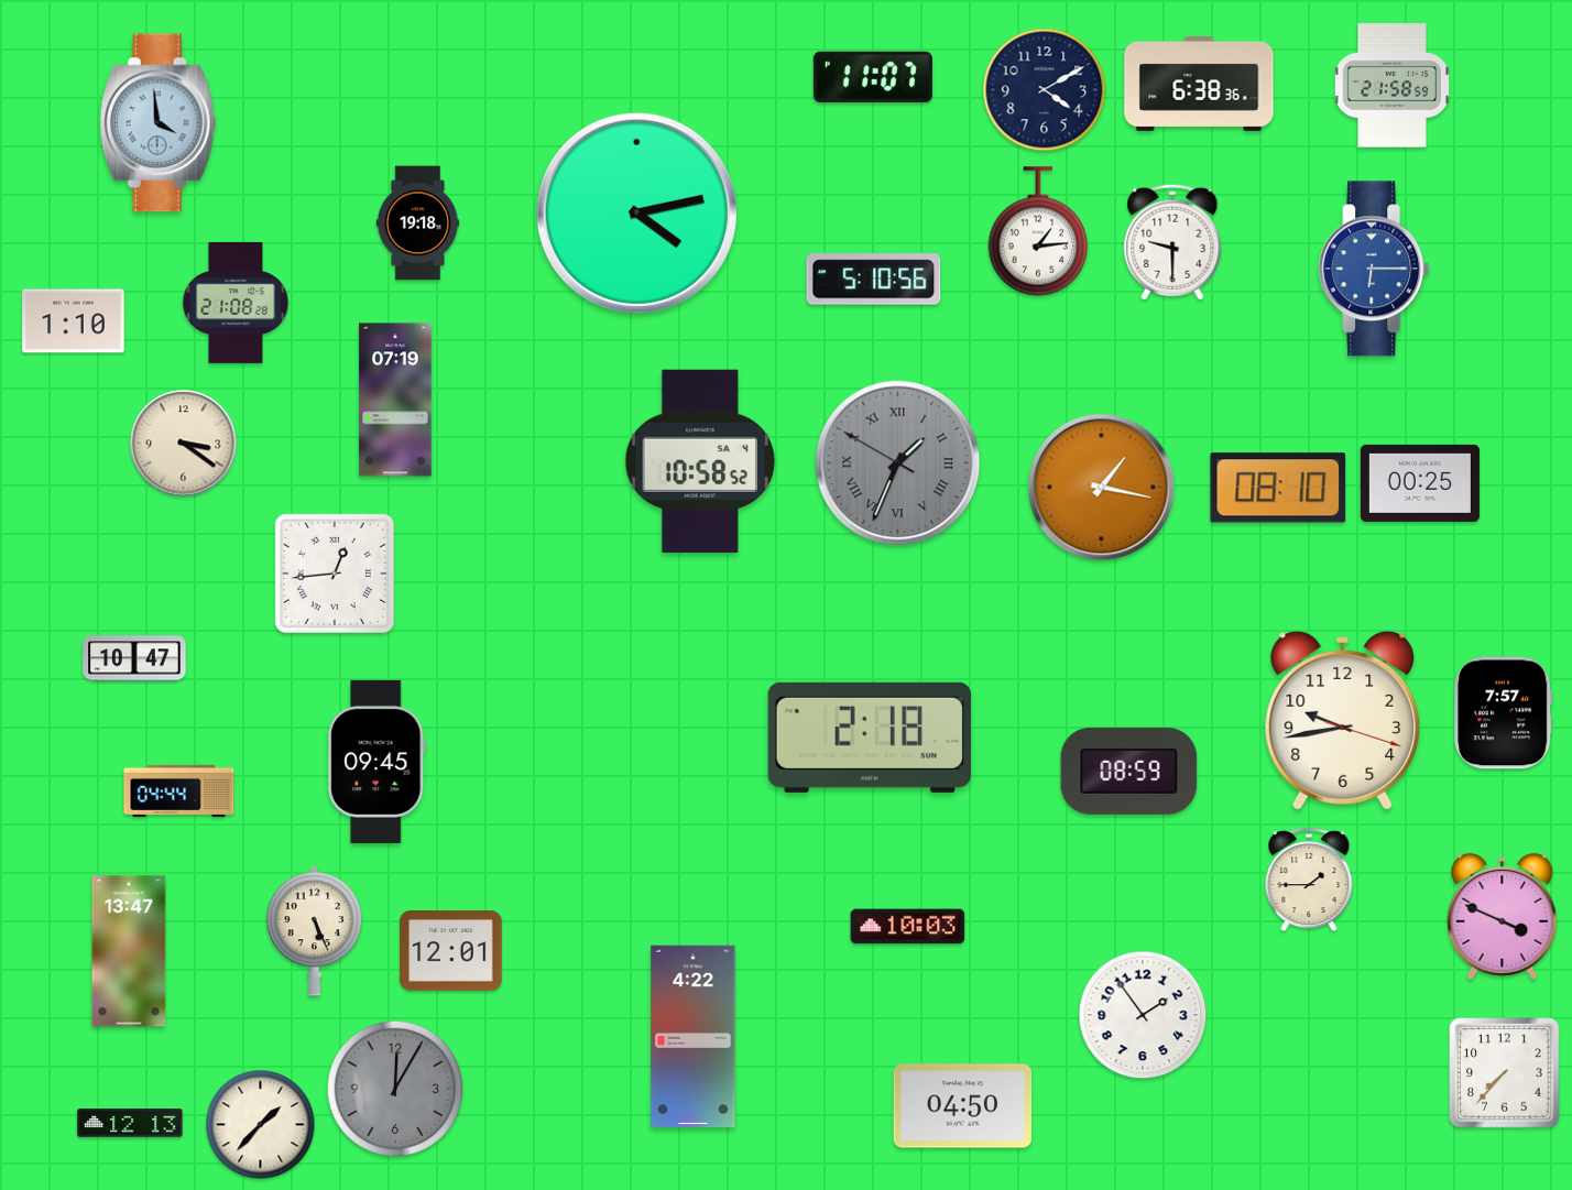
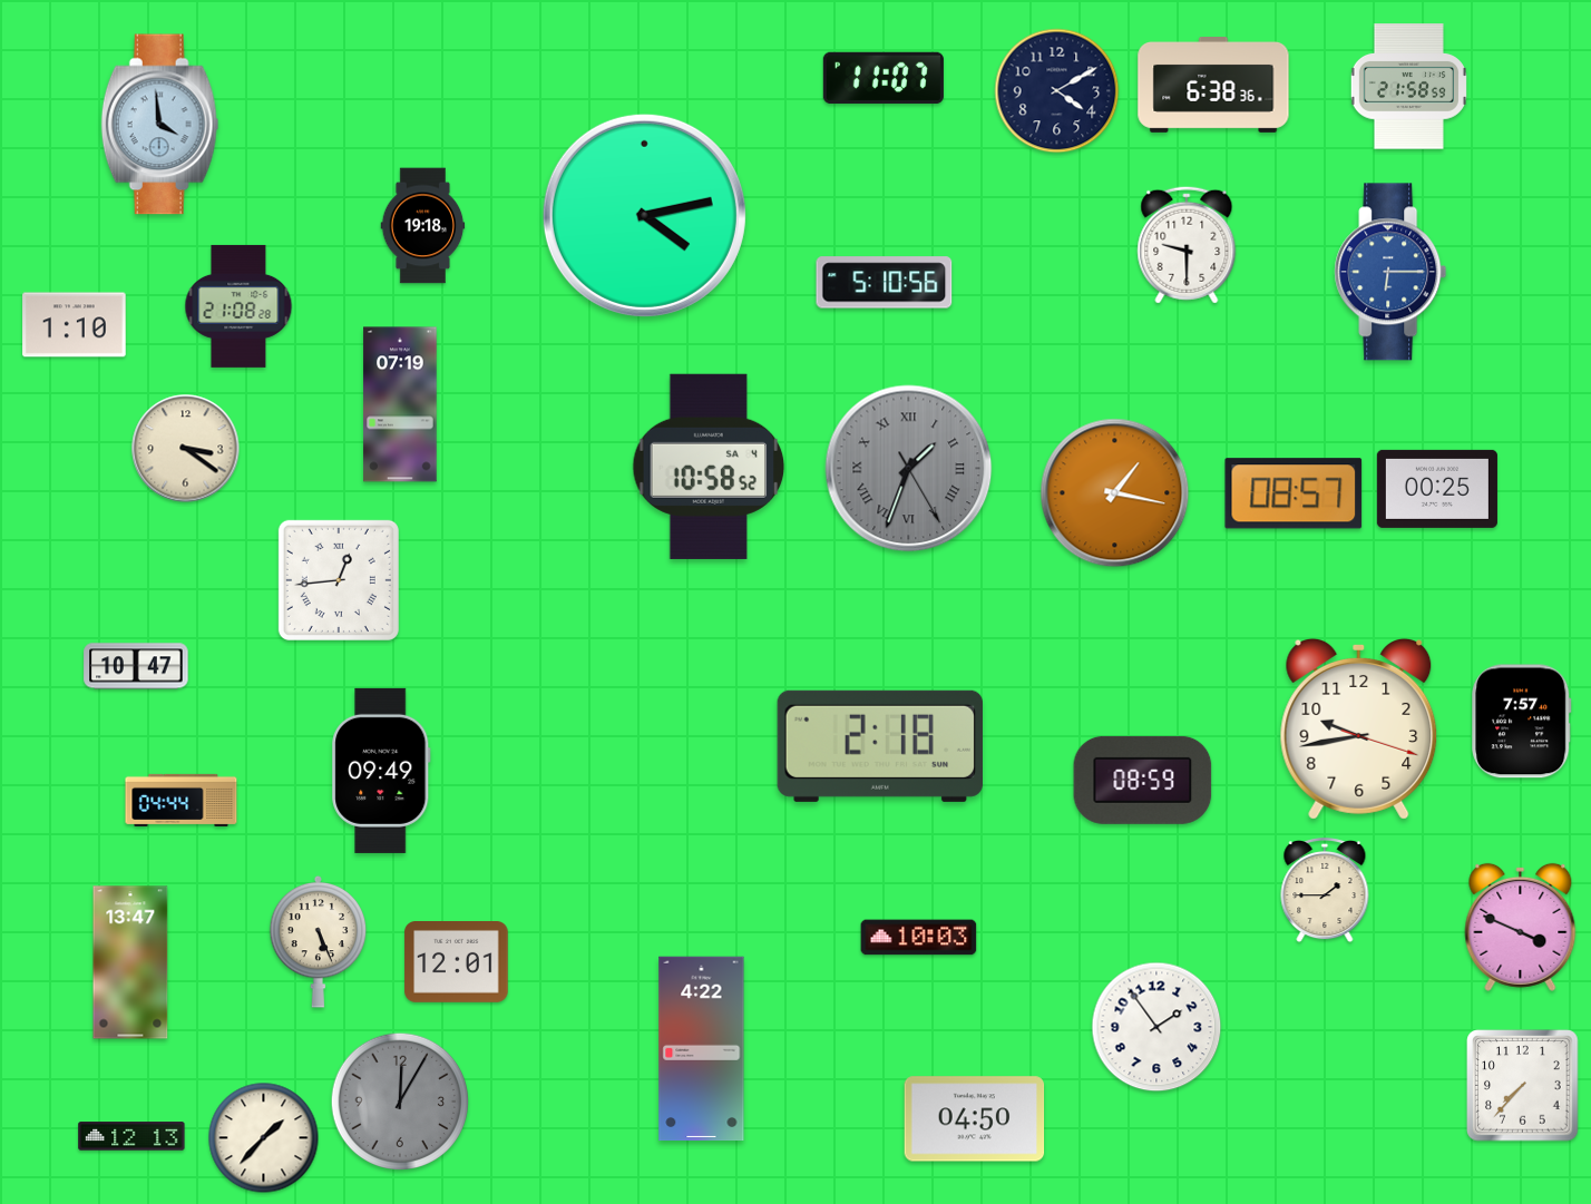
clock at (1038, 231): 1:14 -> none
clock at (898, 463): 1:33:50 -> 1:33:25
clock at (1278, 488): 08:10 -> 08:57
clock at (376, 762): 09:45 -> 09:49
